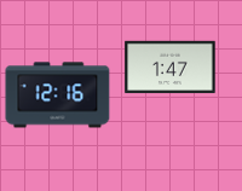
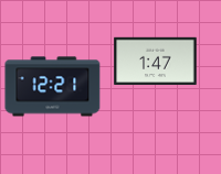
clock at (58, 95): 12:16 -> 12:21
